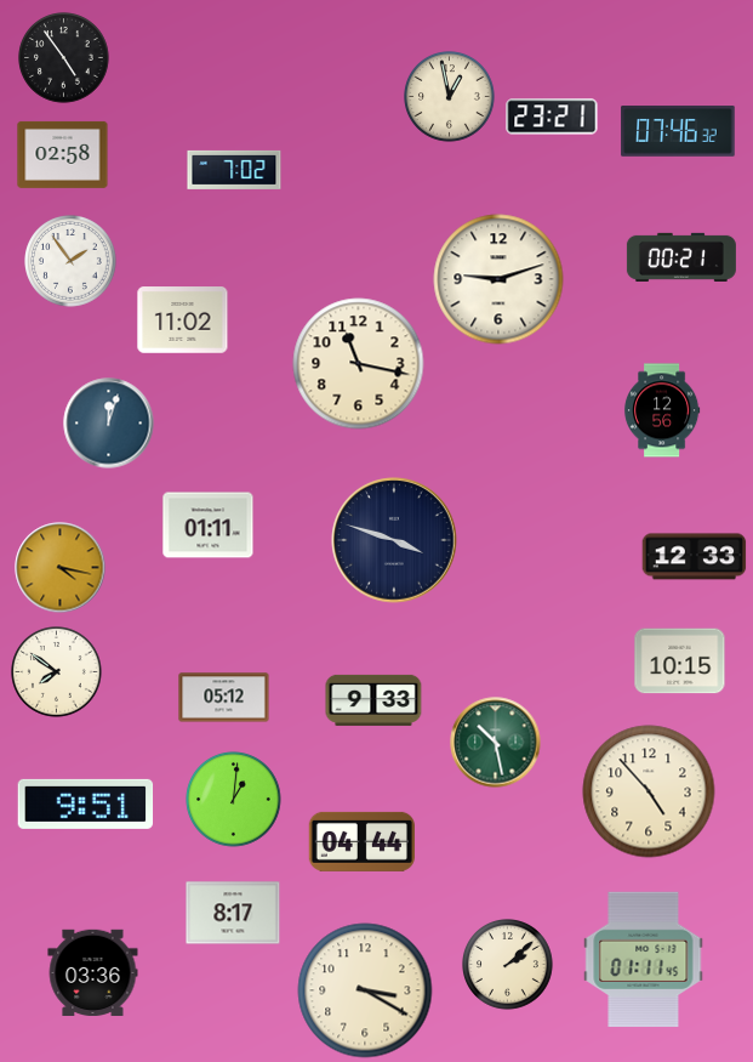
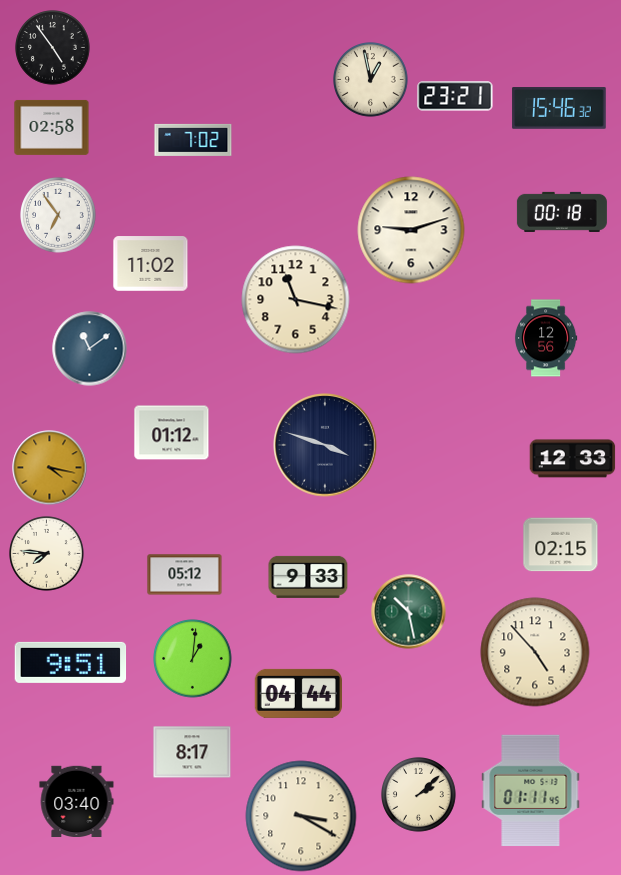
clock at (678, 131): 07:46 -> 15:46
clock at (681, 257): 00:21 -> 00:18
clock at (72, 262): 1:54 -> 6:54
clock at (109, 424): 12:03 -> 11:09
clock at (209, 526): 01:11 -> 01:12
clock at (680, 661): 10:15 -> 02:15
clock at (57, 672): 7:51 -> 7:46
clock at (93, 973): 03:36 -> 03:40
